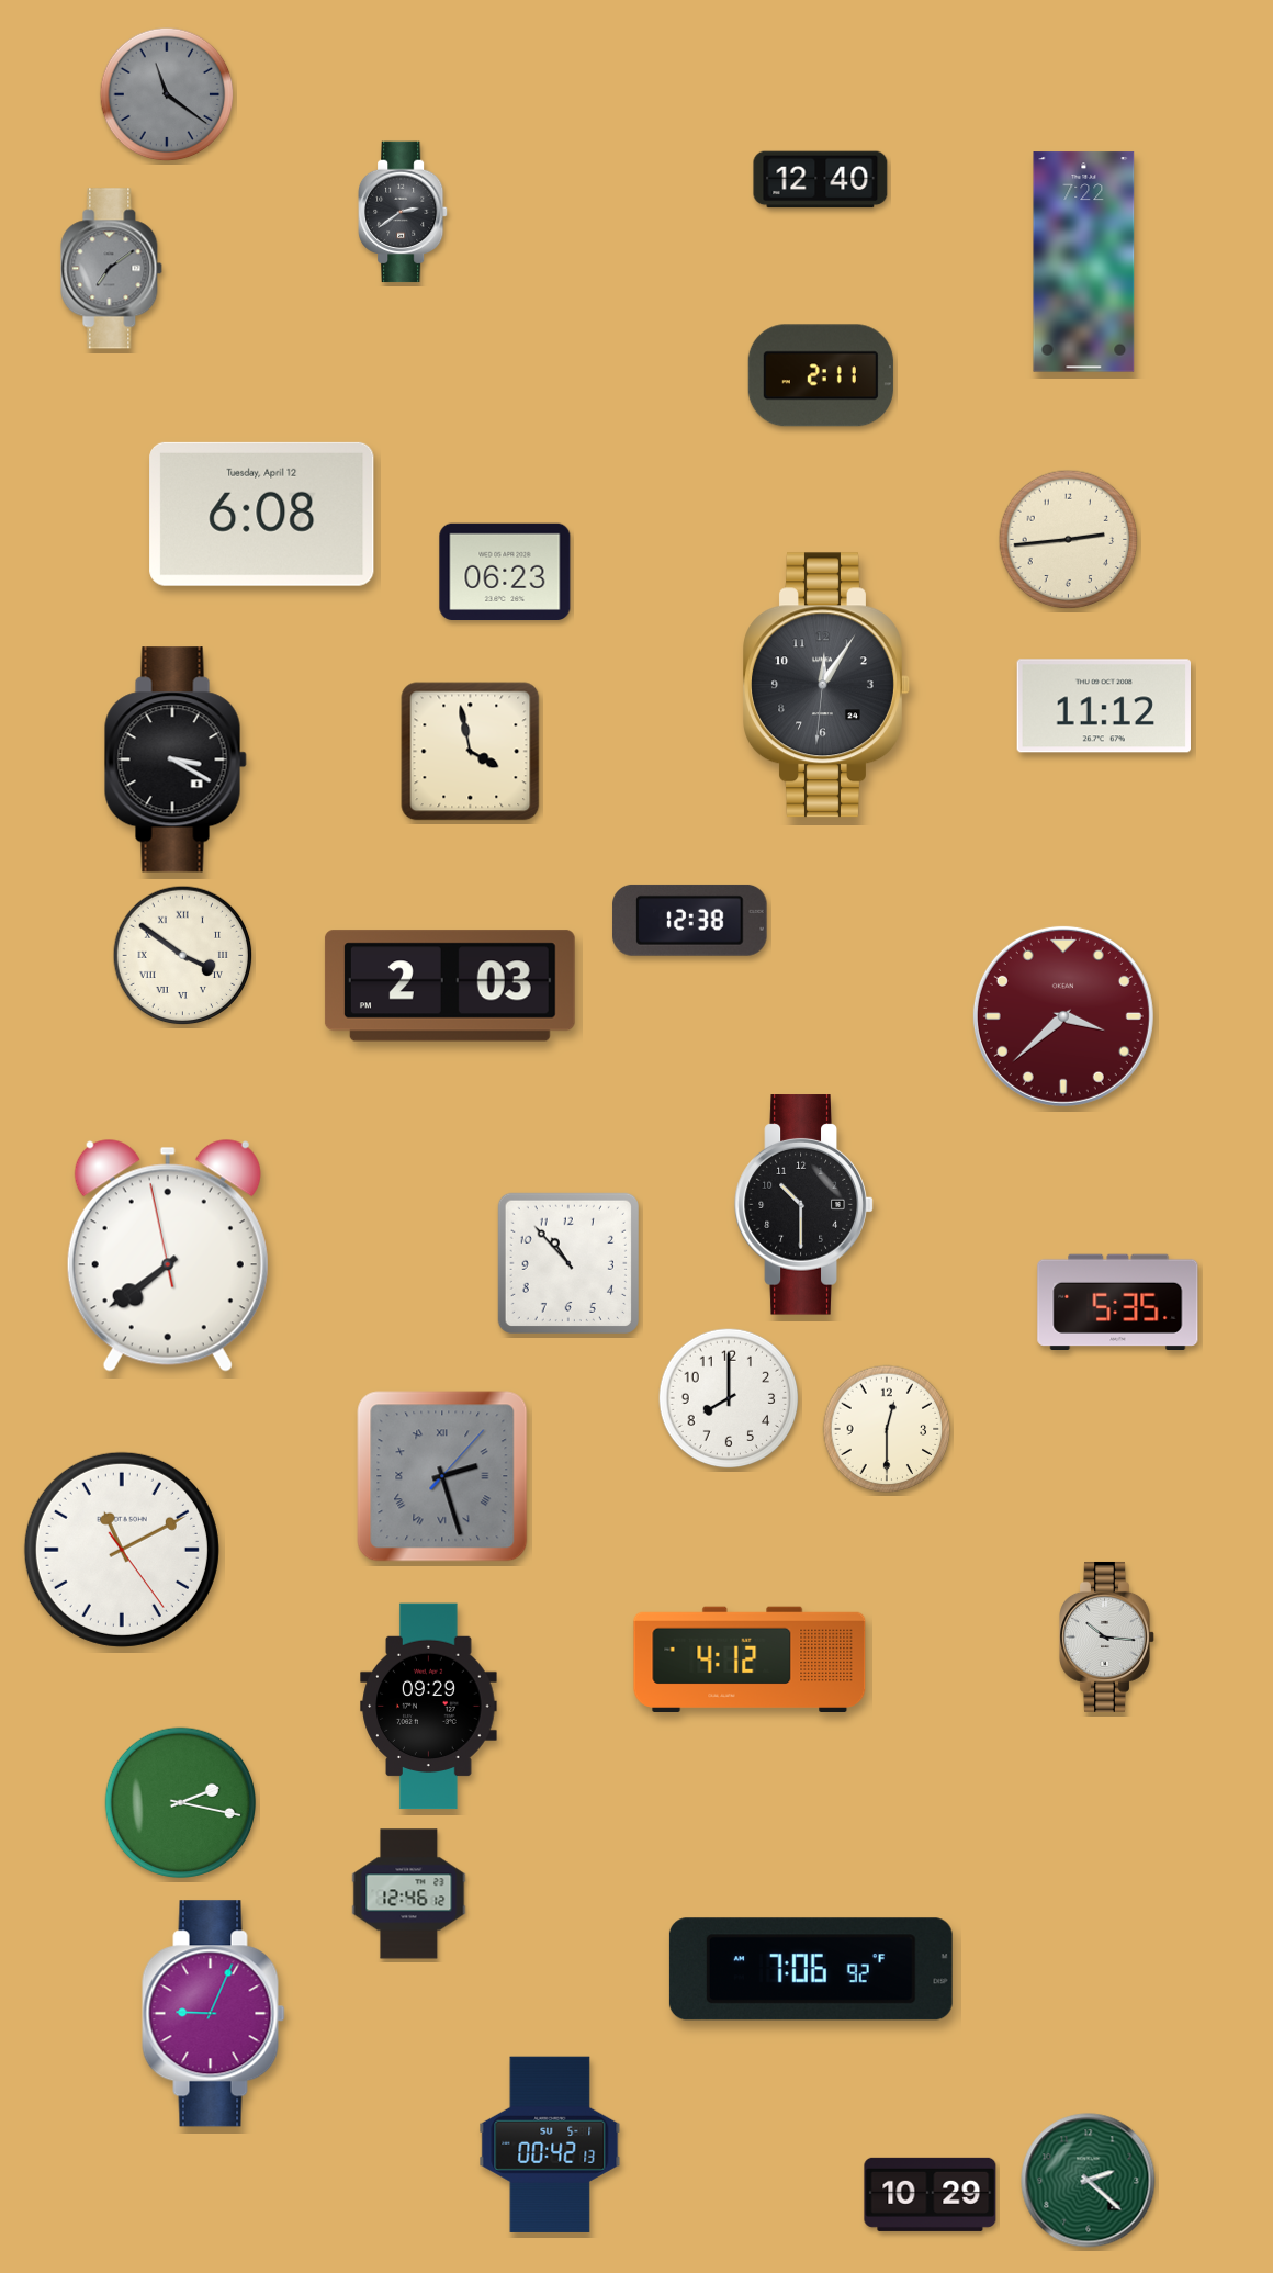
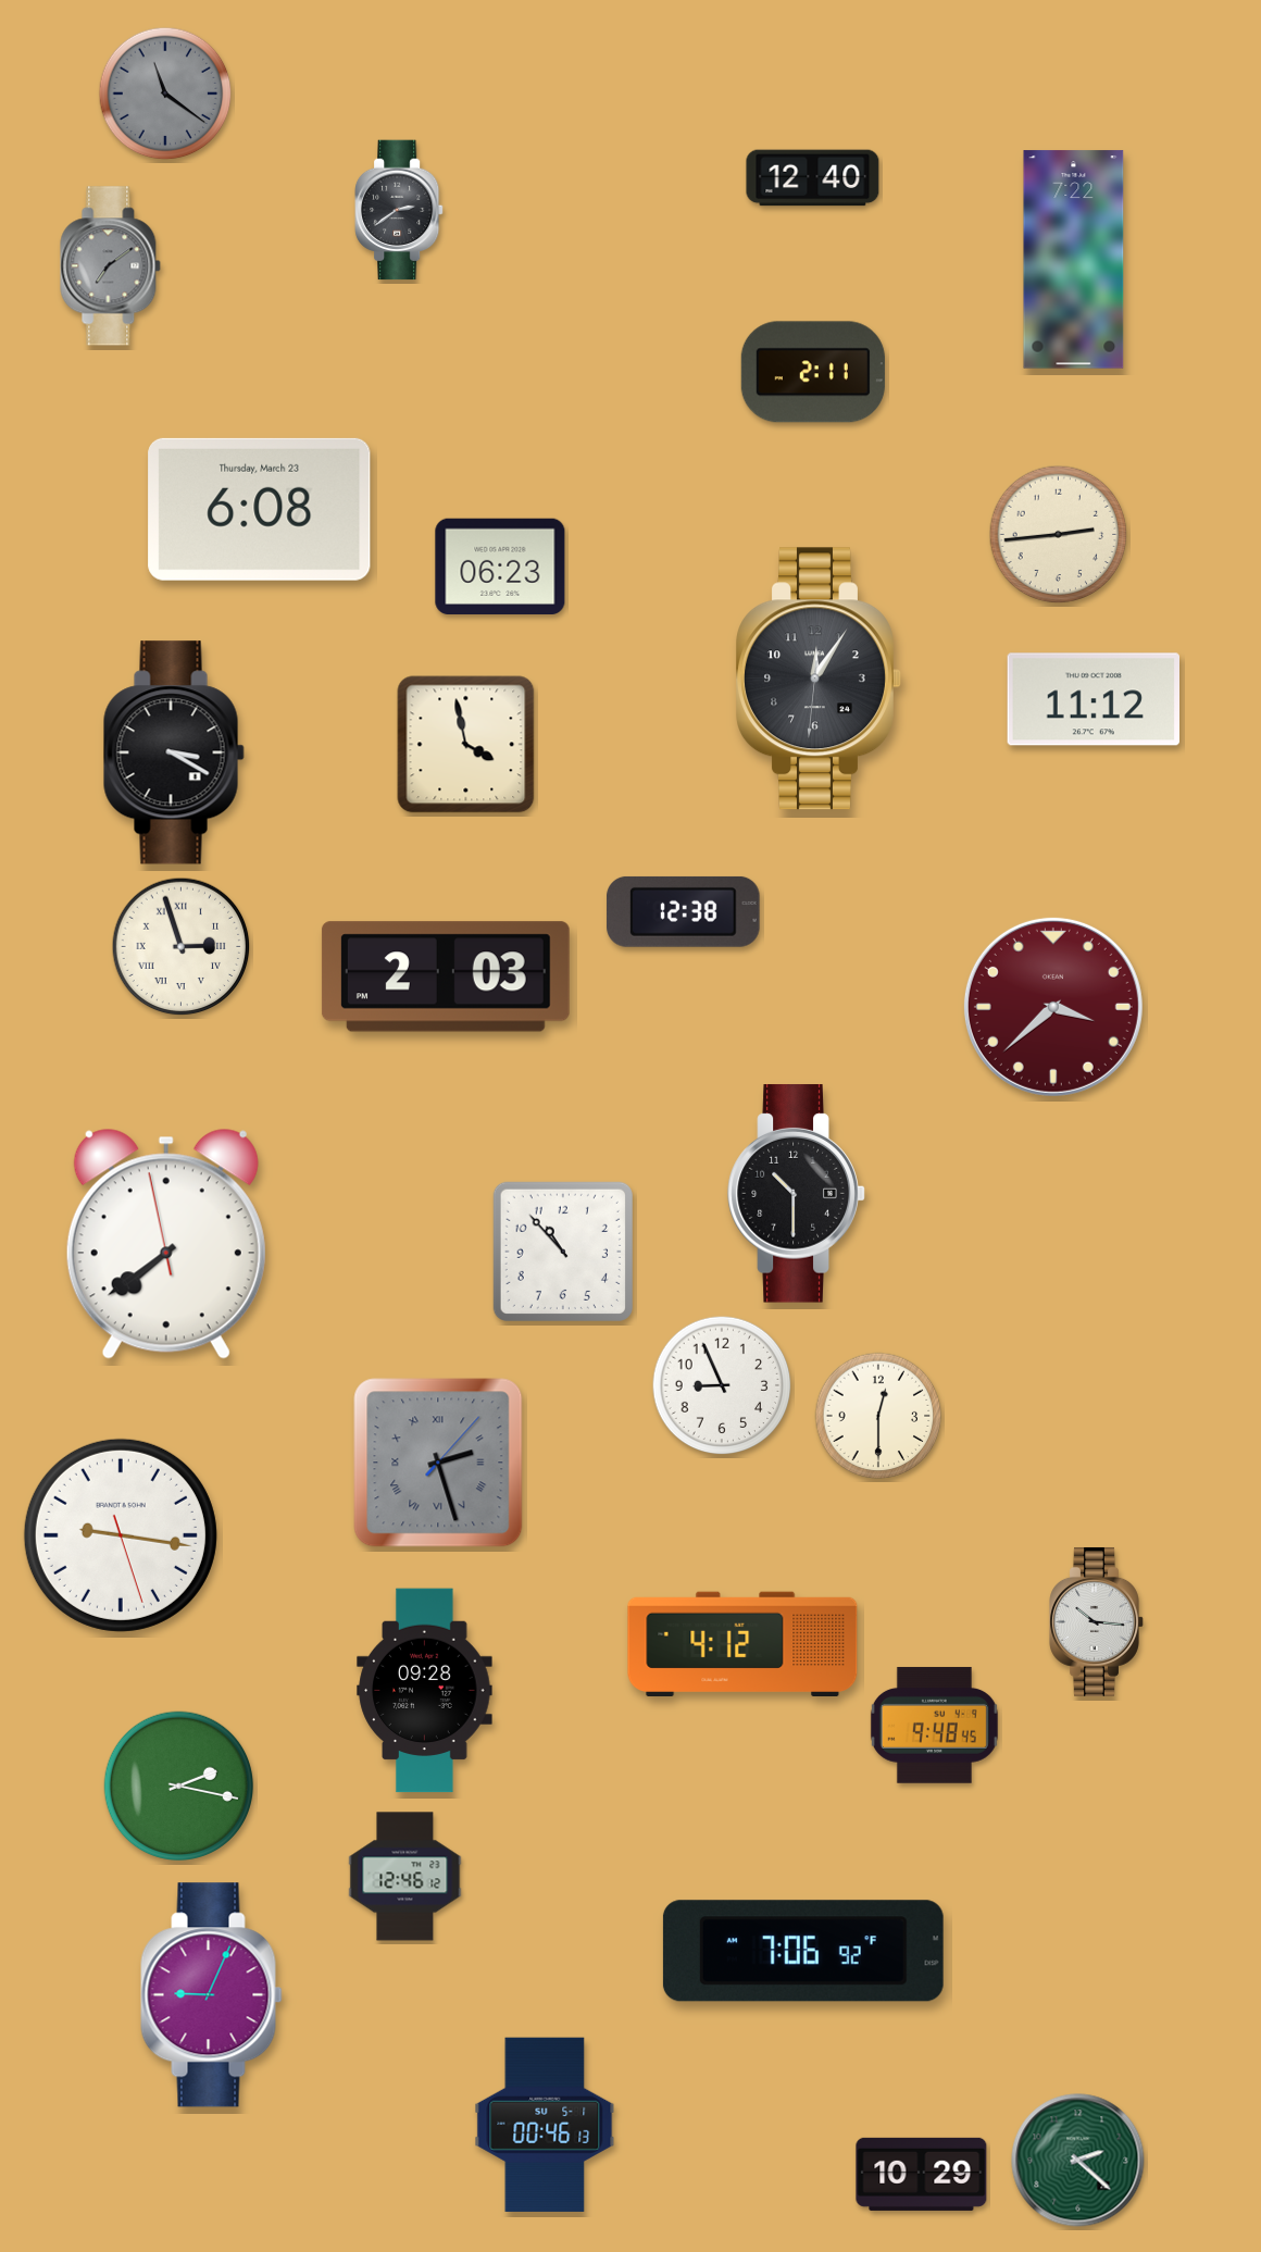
clock at (262, 514) date: Tuesday, April 12 -> Thursday, March 23
clock at (183, 956): 3:51 -> 2:57
clock at (1118, 1302): 5:35 -> none
clock at (729, 1398): 8:00 -> 8:56
clock at (122, 1550): 11:10 -> 9:16
clock at (429, 1707): 09:29 -> 09:28
clock at (934, 1726): none -> 9:48
clock at (550, 2145): 00:42 -> 00:46
